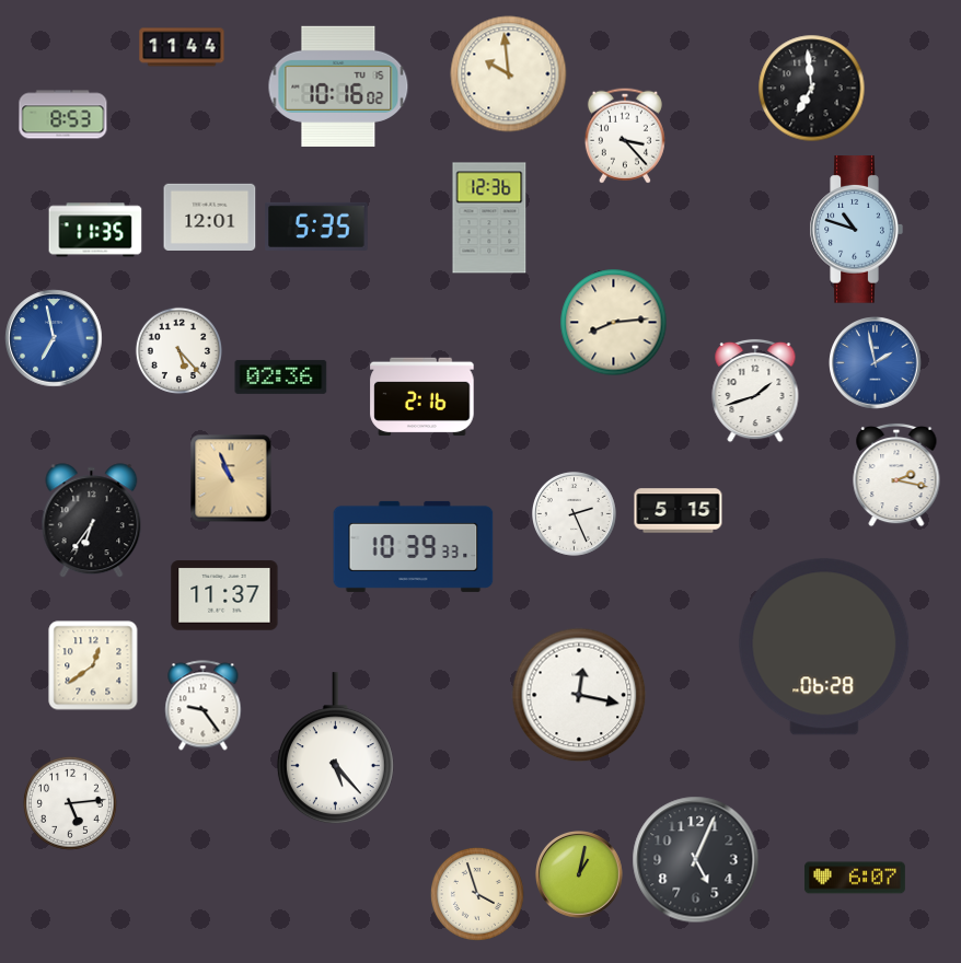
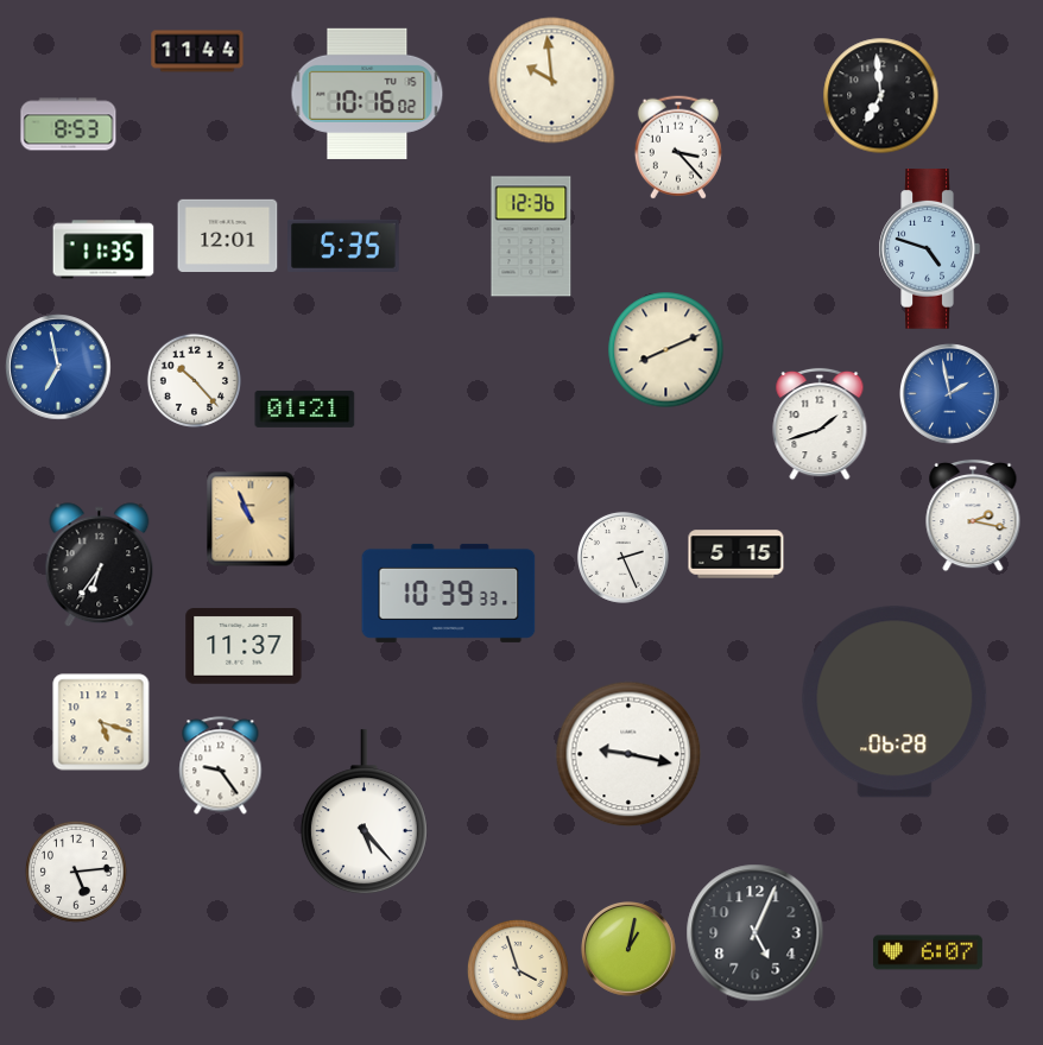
clock at (856, 230): 10:48 -> 4:48
clock at (614, 323): 8:14 -> 8:11
clock at (178, 350): 5:23 -> 10:23
clock at (281, 376): 02:36 -> 01:21
clock at (422, 397): 2:16 -> none
clock at (93, 665): 12:39 -> 5:18
clock at (579, 695): 12:17 -> 9:17
